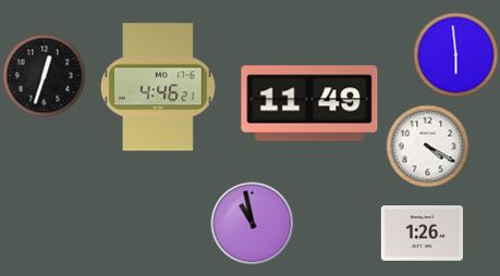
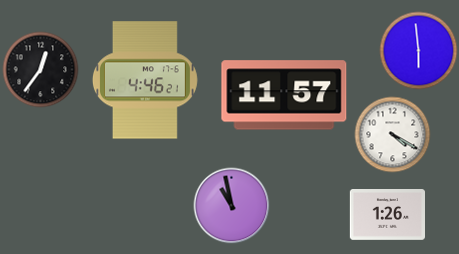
clock at (45, 76): 12:33 -> 12:36
clock at (309, 103): 11:49 -> 11:57
